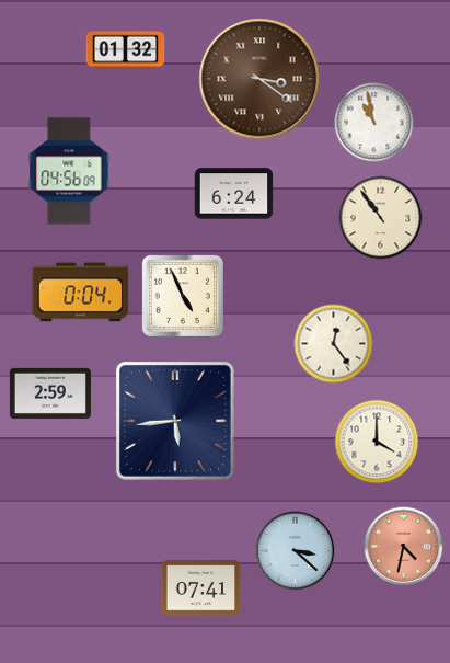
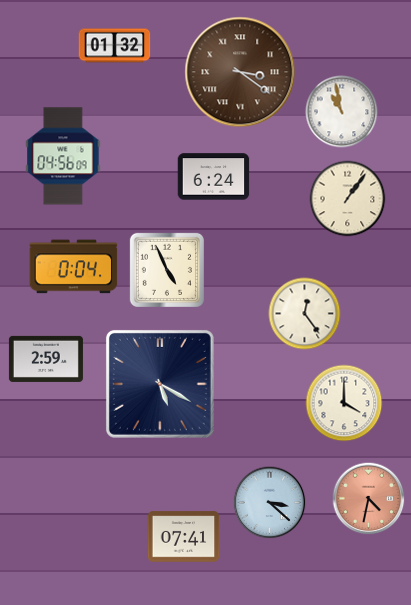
clock at (259, 79) position: (259, 79) -> (240, 72)
clock at (381, 218): 10:54 -> 1:06
clock at (175, 421): 5:44 -> 5:20
